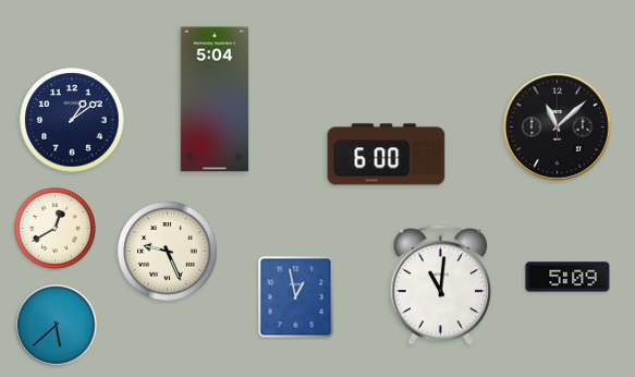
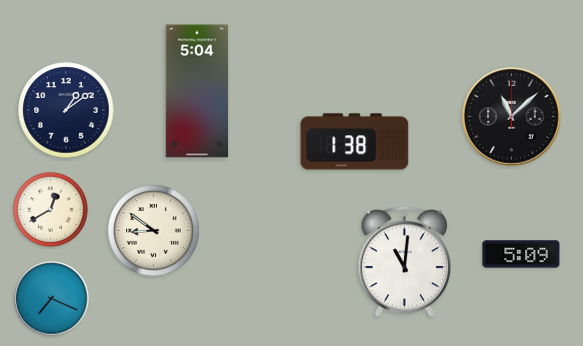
clock at (387, 155): 6:00 -> 1:38
clock at (168, 252): 9:26 -> 8:51
clock at (296, 297): 12:58 -> none
clock at (57, 326): 5:38 -> 7:19
